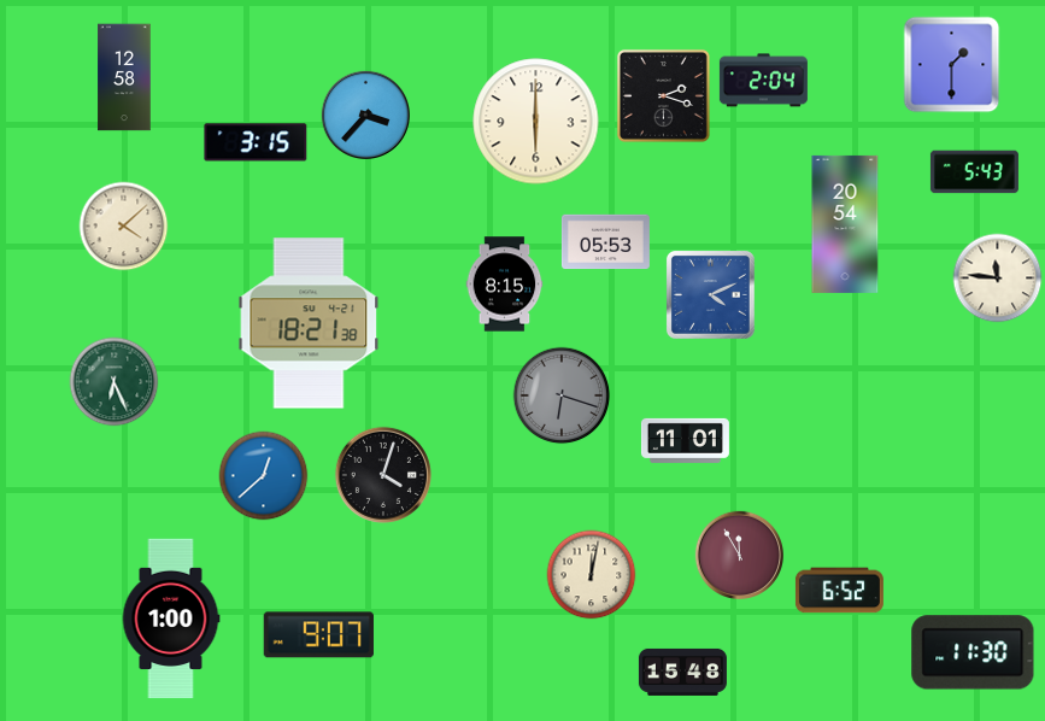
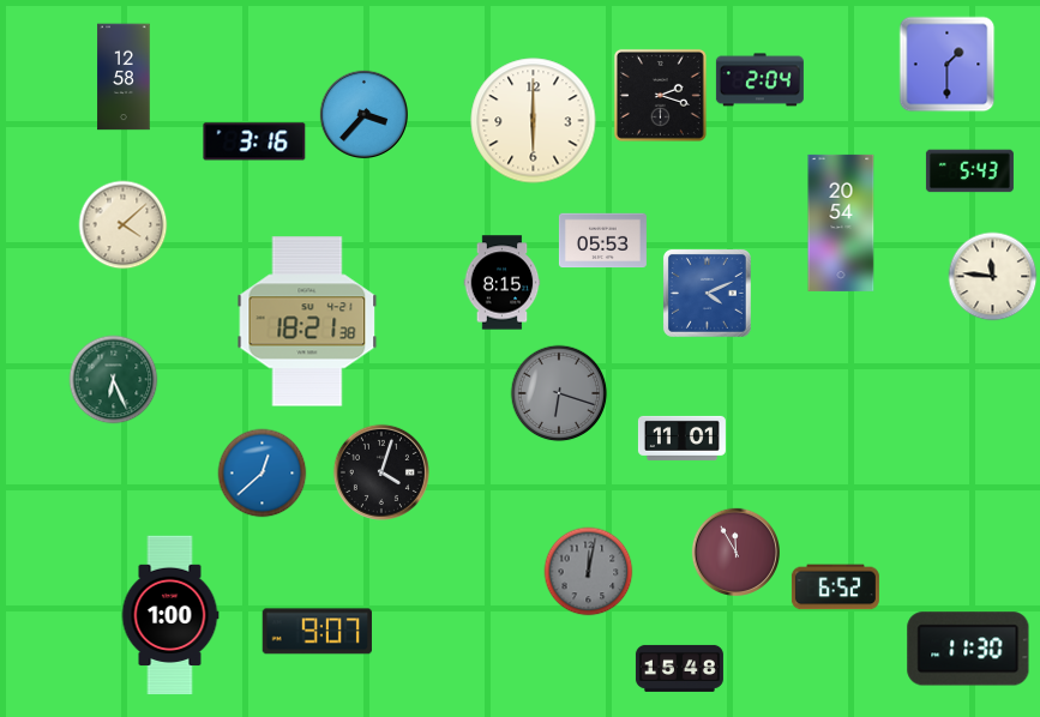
clock at (256, 142): 3:15 -> 3:16
clock at (592, 575) dial: cream -> grey
